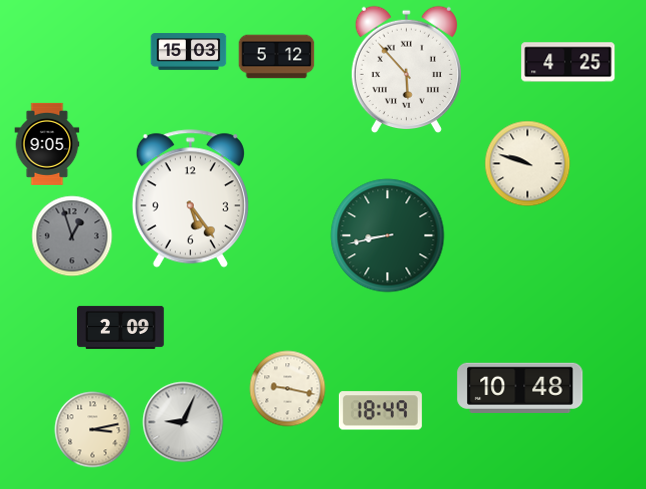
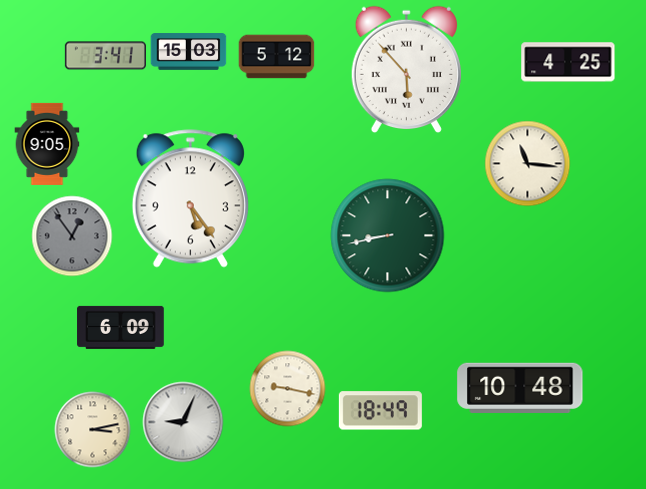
clock at (105, 56): none -> 3:41
clock at (528, 164): 9:48 -> 11:16
clock at (72, 236): 12:57 -> 12:54
clock at (121, 327): 2:09 -> 6:09
